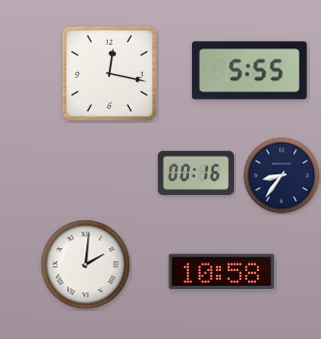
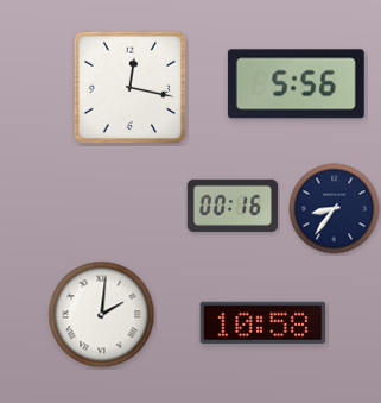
clock at (249, 71): 5:55 -> 5:56
